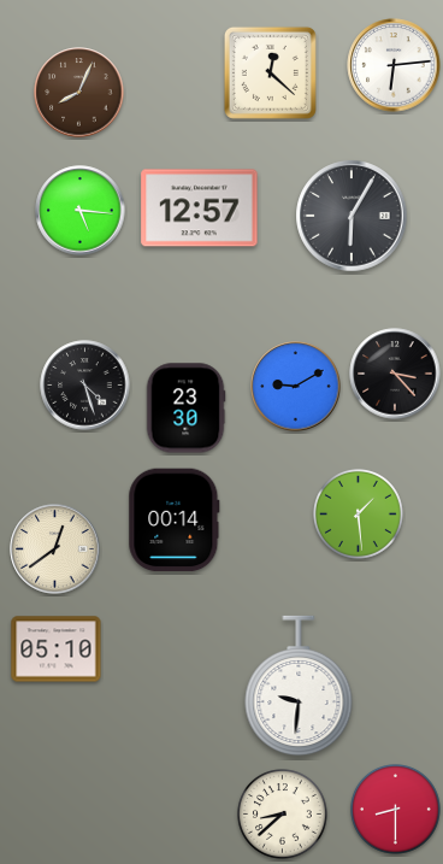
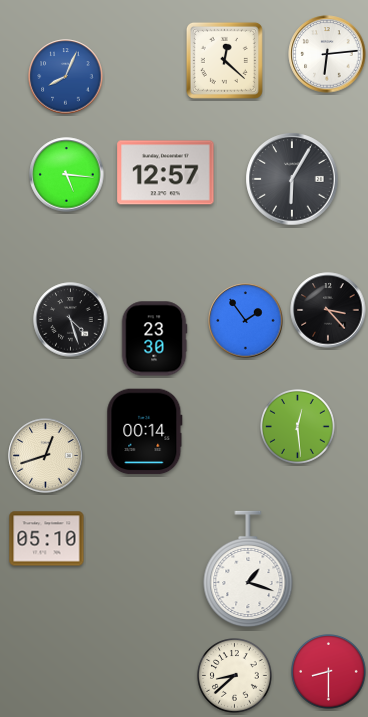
clock at (79, 93) dial: brown -> blue
clock at (296, 387): 9:10 -> 1:54
clock at (359, 515): 1:29 -> 12:29
clock at (55, 549): 12:39 -> 12:42
clock at (299, 686): 9:31 -> 1:18
